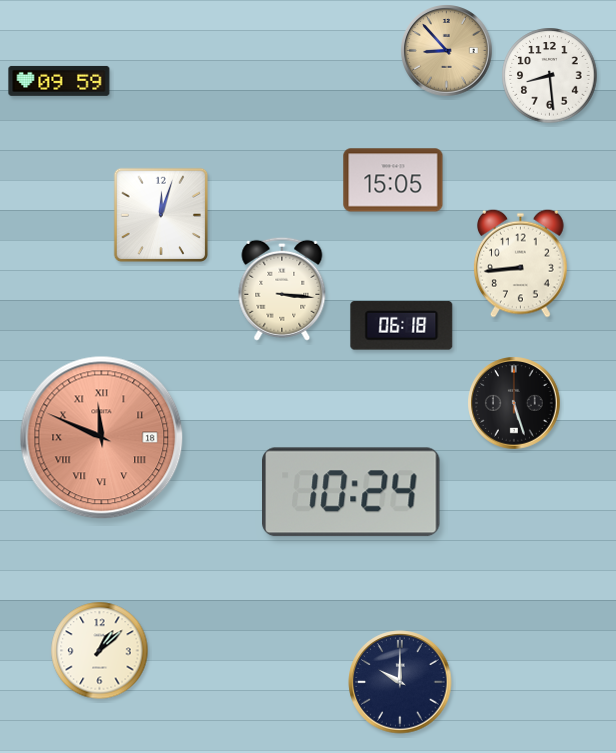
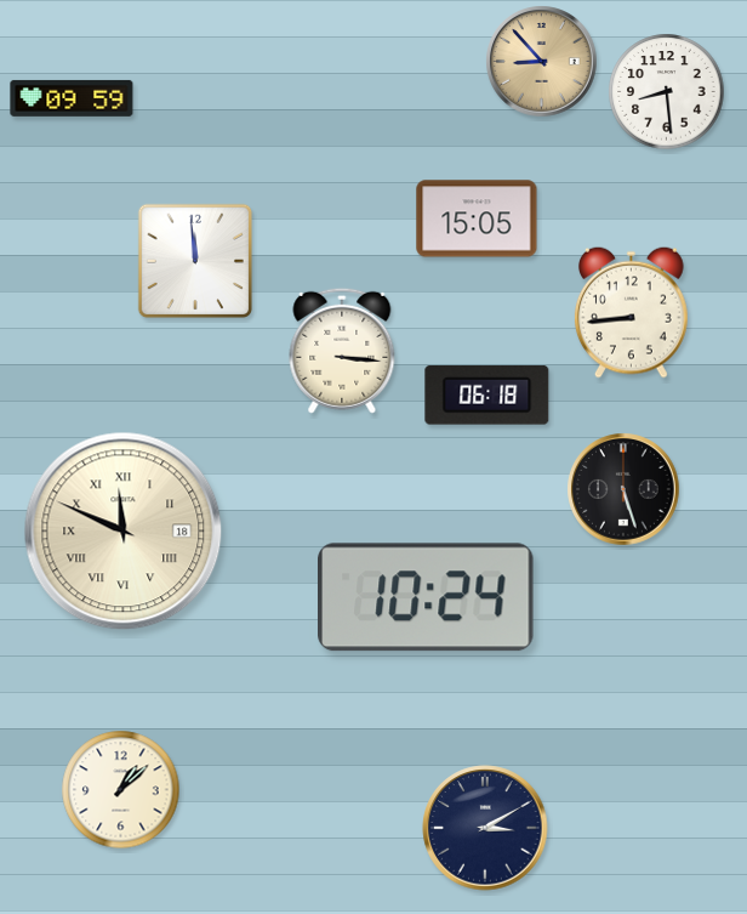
clock at (160, 214): 12:03 -> 11:59
clock at (521, 263) position: (521, 263) -> (632, 312)
clock at (102, 438) dial: salmon -> cream
clock at (400, 682): 10:00 -> 3:10
